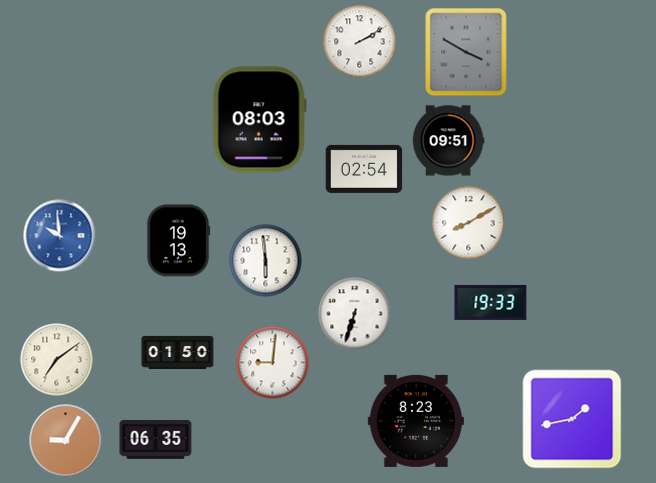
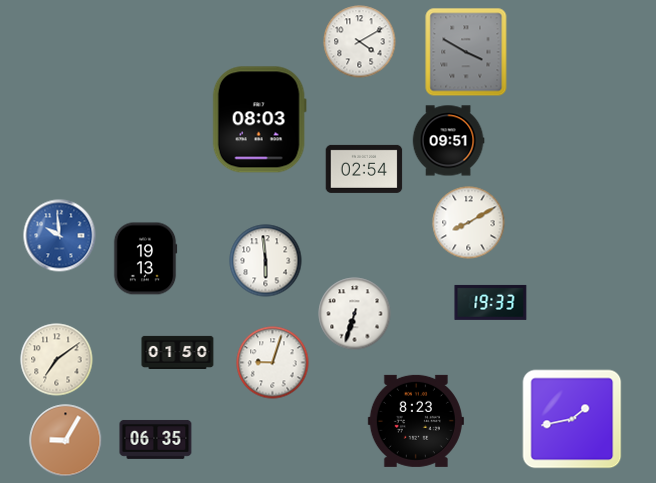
clock at (360, 42): 2:10 -> 4:10
clock at (178, 241) position: (178, 241) -> (145, 259)
clock at (273, 363): 9:01 -> 9:03
